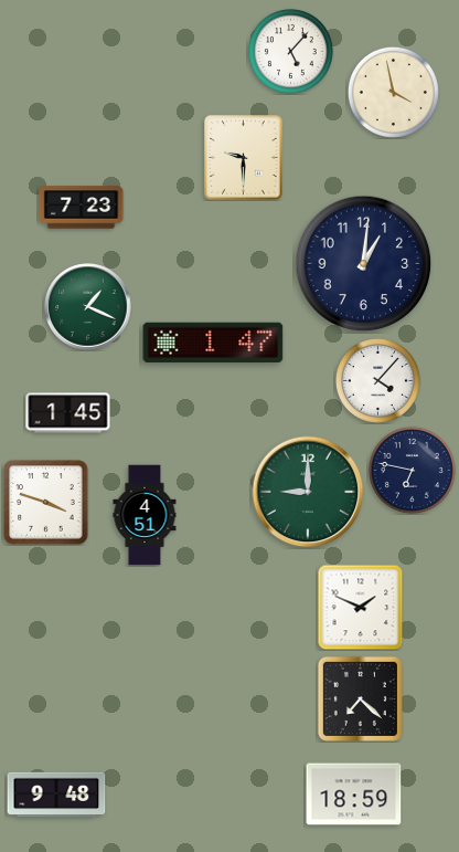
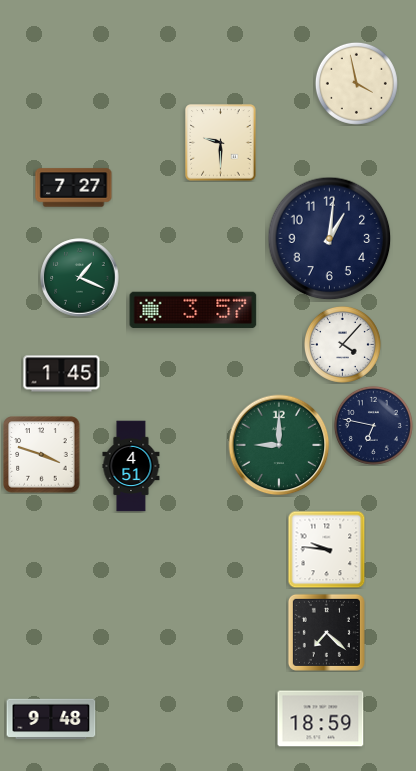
clock at (290, 51): 5:07 -> none
clock at (82, 208): 7:23 -> 7:27
clock at (213, 343): 1:47 -> 3:57
clock at (360, 607): 1:49 -> 9:46
